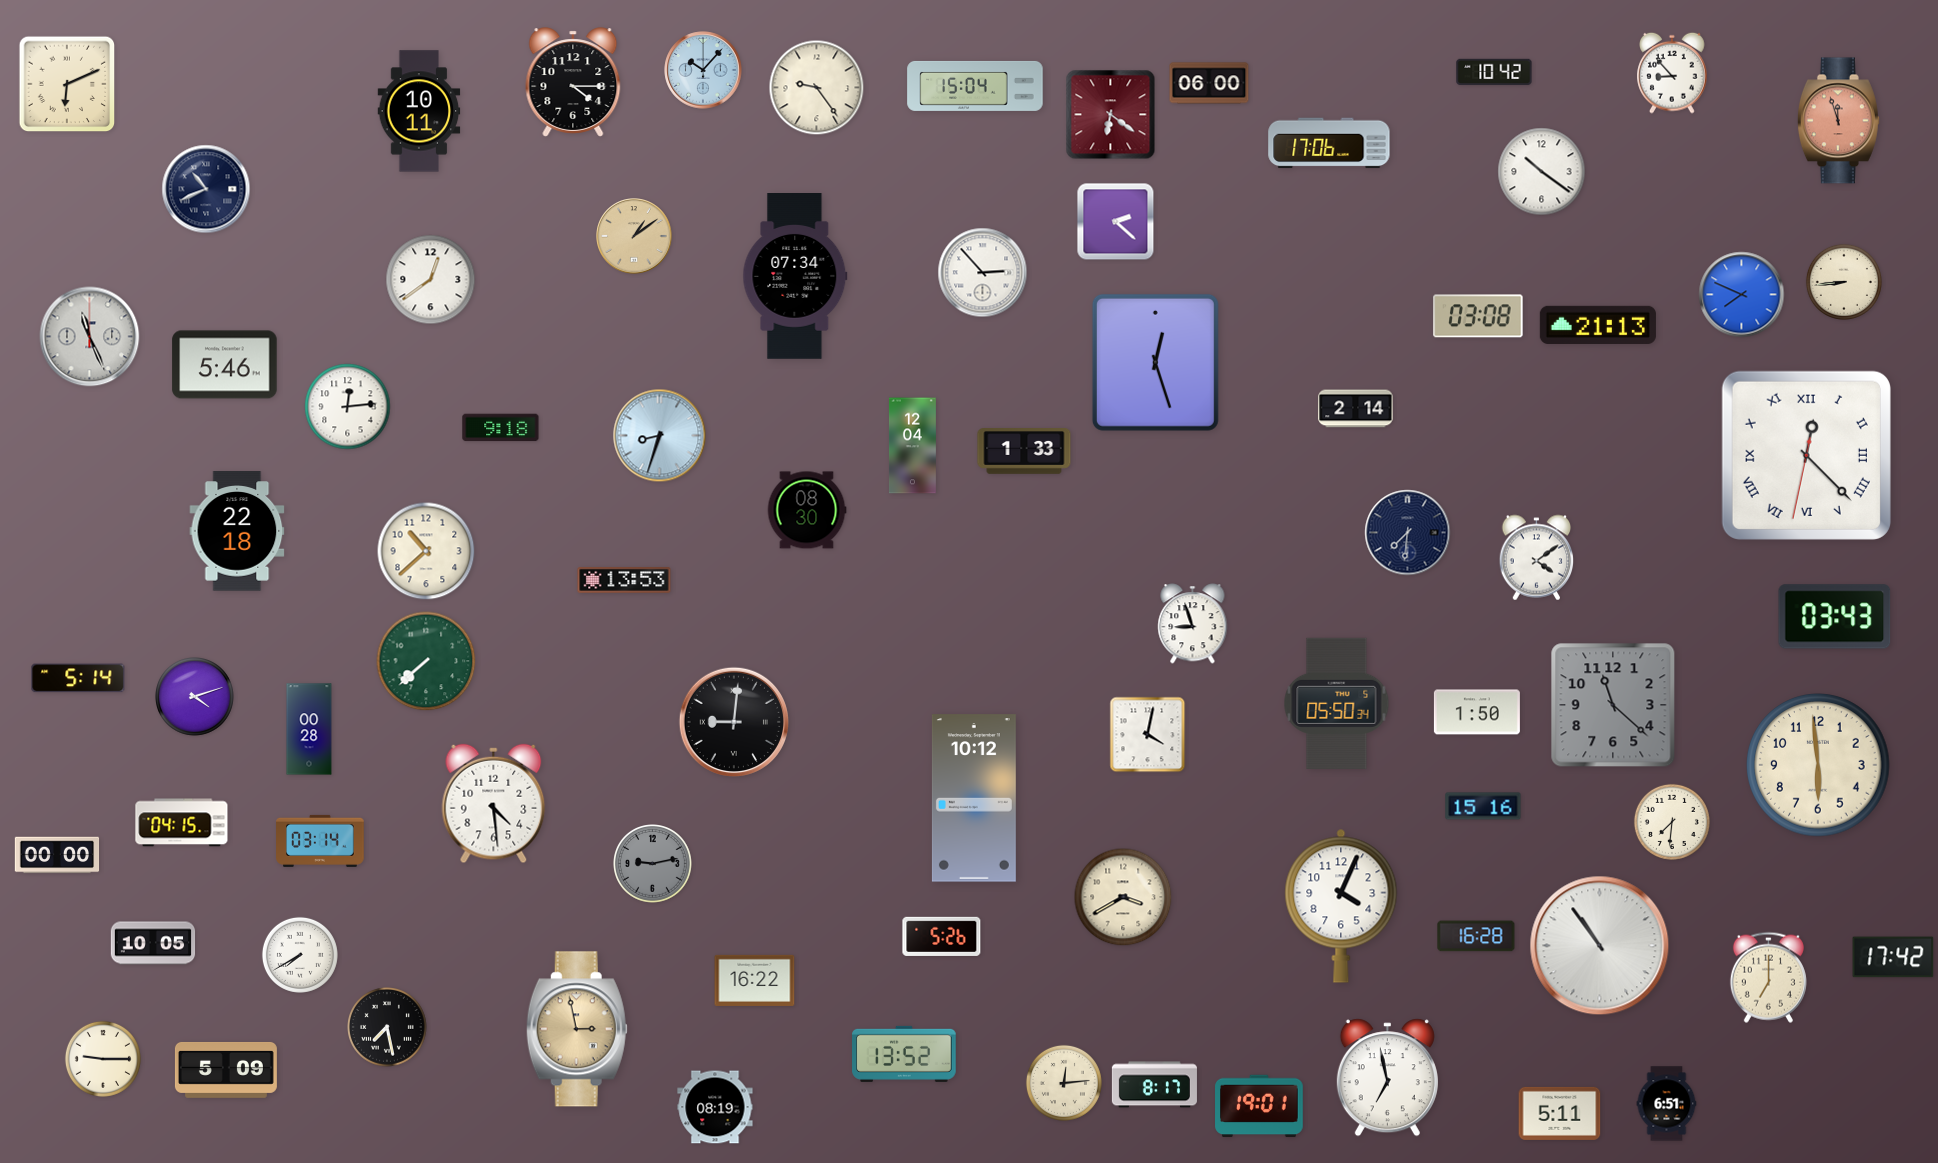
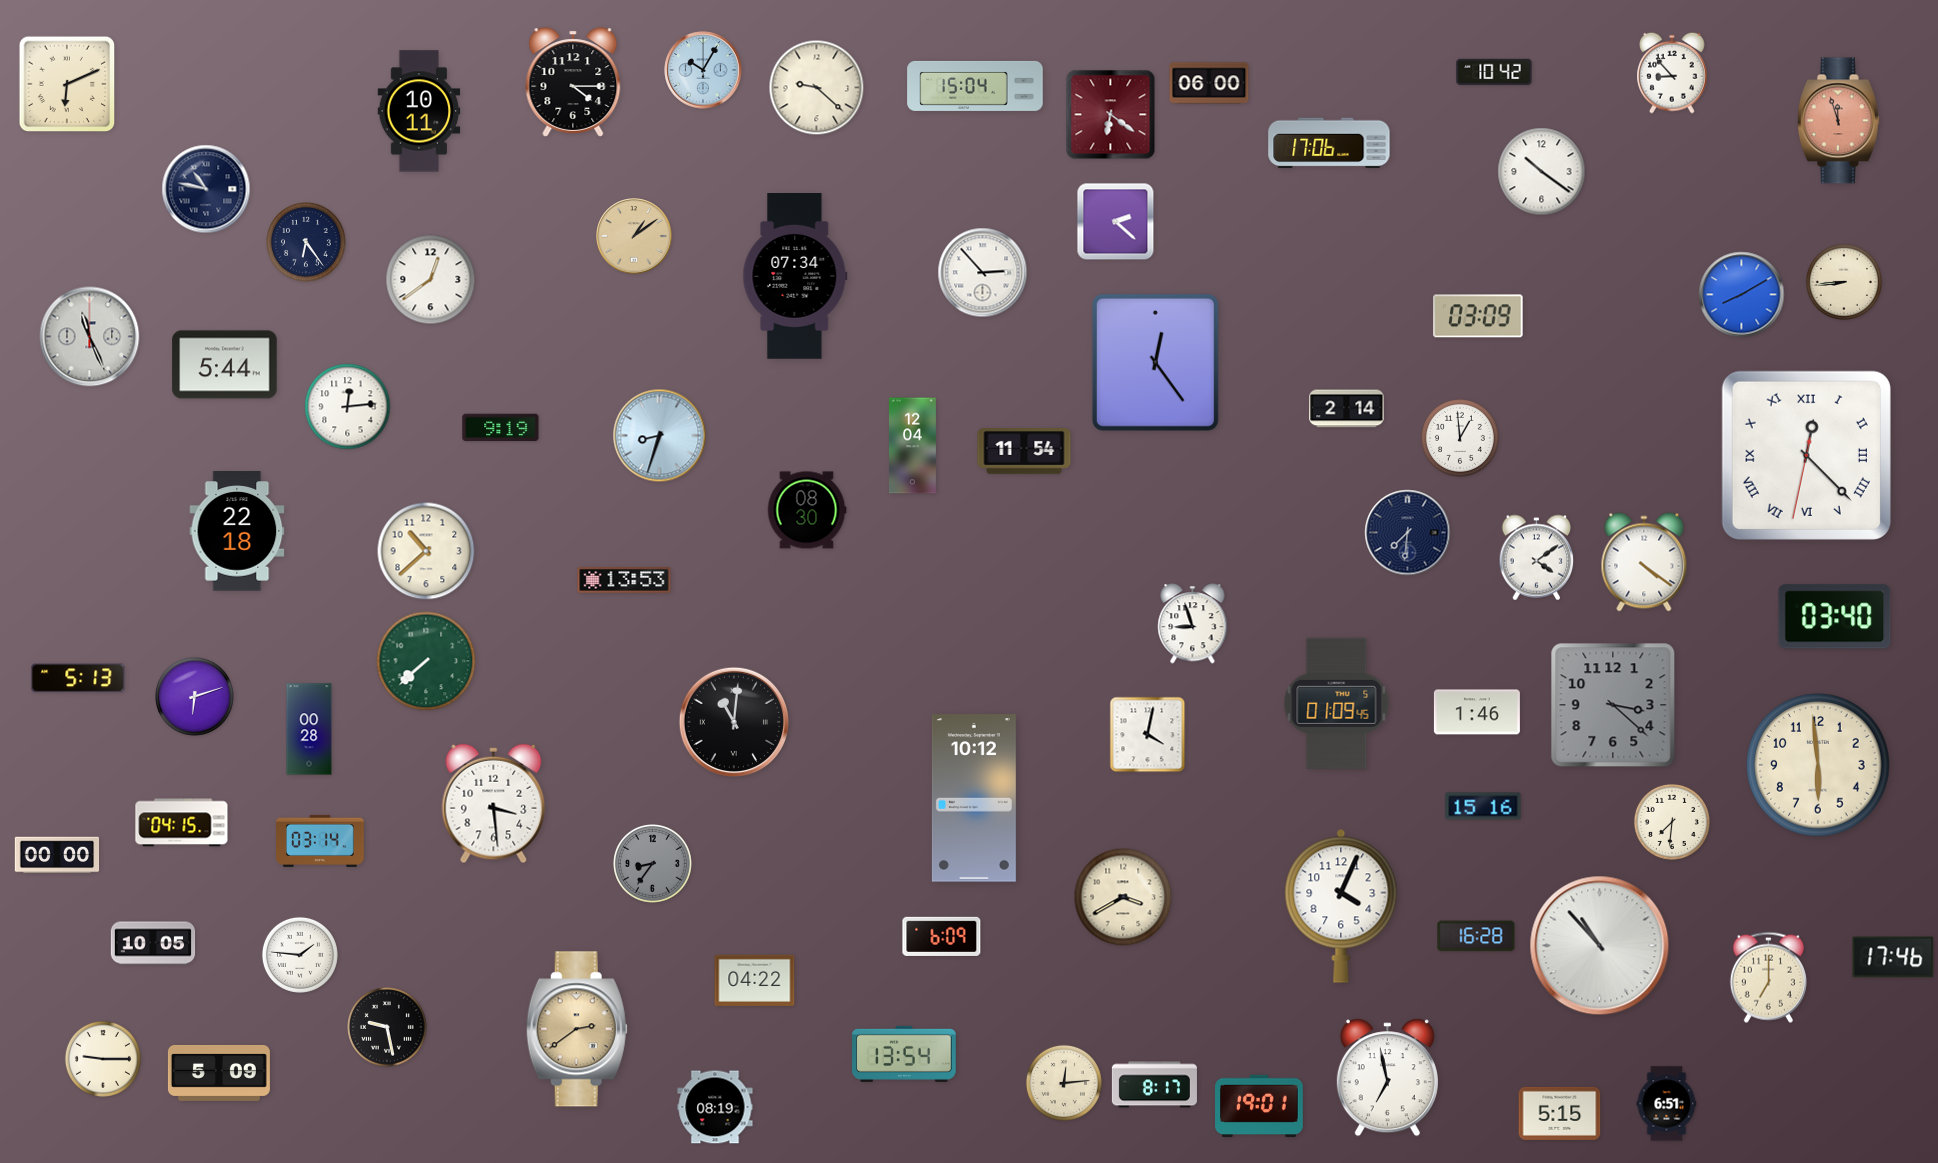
clock at (703, 70): 10:07 -> 10:05
clock at (817, 88): 9:24 -> 9:22
clock at (206, 189): 10:41 -> 10:47
clock at (306, 242): none -> 6:24
clock at (1742, 295): 7:49 -> 8:10
clock at (1478, 316): 03:08 -> 03:09
clock at (1598, 325): 21:13 -> none
clock at (1155, 362): 12:27 -> 12:24
clock at (225, 365): 5:46 -> 5:44
clock at (1356, 409) position: (1356, 409) -> (1347, 409)
clock at (501, 428): 9:18 -> 9:19
clock at (1460, 438): none -> 12:59
clock at (1024, 452): 1:33 -> 11:54
clock at (1644, 562): none -> 4:21
clock at (1835, 617): 03:43 -> 03:40
clock at (78, 678): 5:14 -> 5:13
clock at (195, 697): 4:12 -> 6:12
clock at (1337, 703): 05:50 -> 01:09
clock at (1613, 705): 11:22 -> 3:22
clock at (1477, 712): 1:50 -> 1:46
clock at (733, 721): 9:01 -> 11:01
clock at (494, 804): 4:29 -> 3:29
clock at (653, 864): 9:13 -> 8:36
clock at (942, 936): 5:26 -> 6:09
clock at (1600, 946): 10:54 -> 10:53
clock at (300, 955): 7:40 -> 1:46
clock at (1893, 957): 17:42 -> 17:46
clock at (755, 980): 16:22 -> 04:22
clock at (387, 1027): 7:28 -> 9:28
clock at (577, 1029): 2:58 -> 2:39
clock at (904, 1054): 13:52 -> 13:54
clock at (226, 1070) position: (226, 1070) -> (219, 1073)
clock at (1560, 1113): 5:11 -> 5:15
